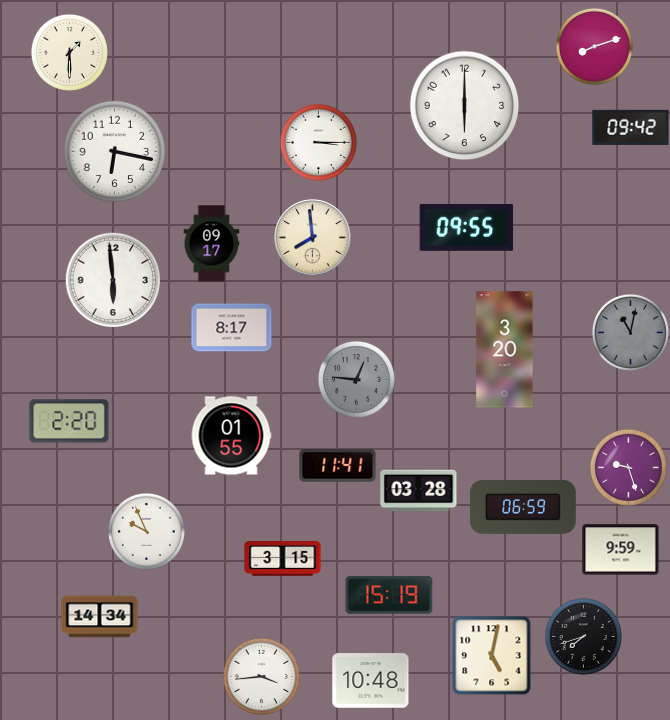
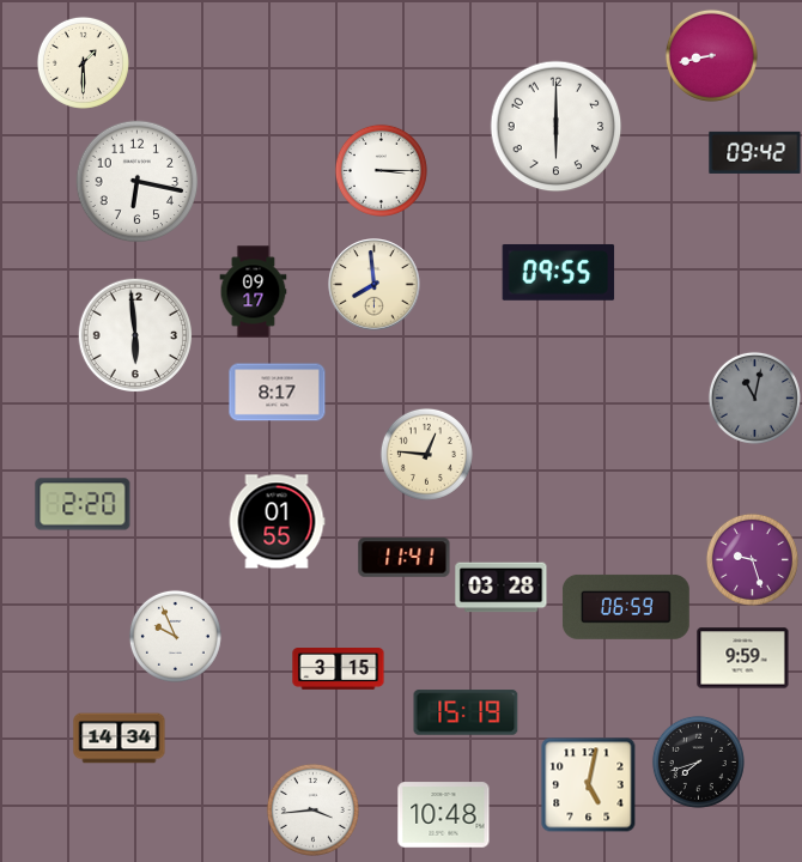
clock at (594, 46): 8:12 -> 8:43
clock at (505, 350): 3:20 -> none
clock at (356, 379) dial: grey -> cream
